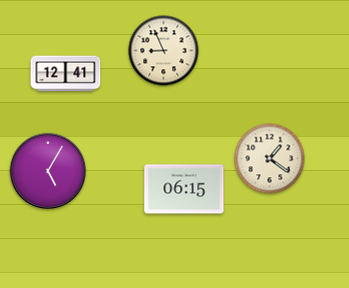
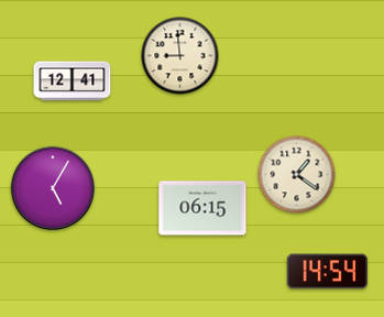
clock at (164, 51): 8:56 -> 8:59
clock at (327, 272): none -> 14:54
